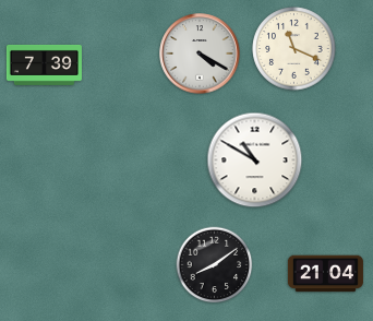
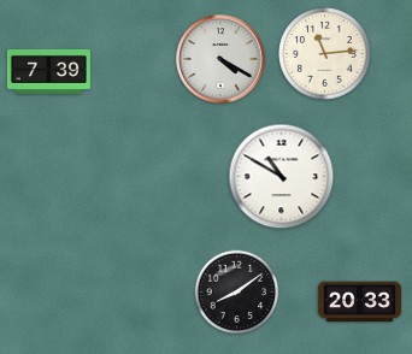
clock at (294, 49): 11:19 -> 11:14
clock at (325, 274): 21:04 -> 20:33
